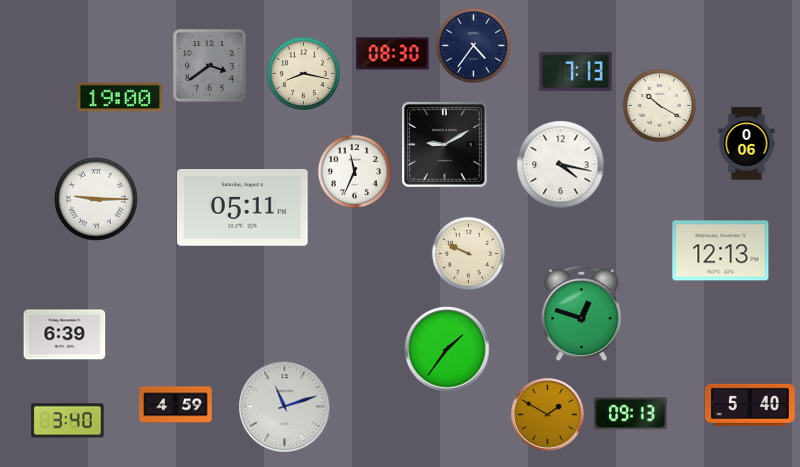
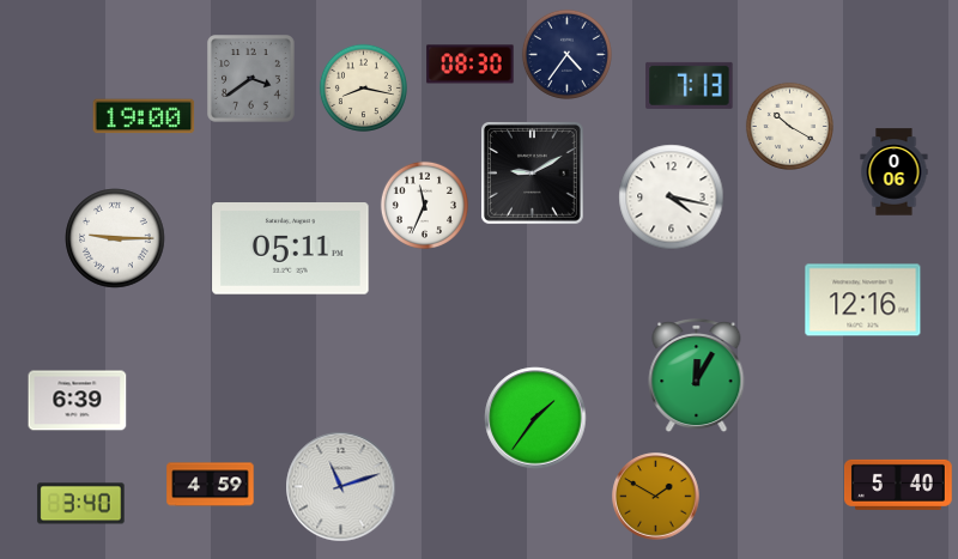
clock at (721, 251): 12:13 -> 12:16
clock at (468, 253): 9:49 -> none
clock at (582, 314): 12:48 -> 12:05
clock at (631, 414): 09:13 -> none
